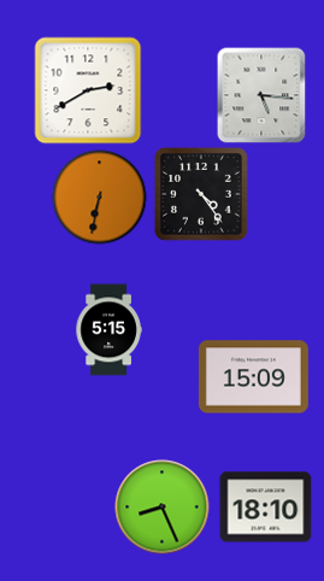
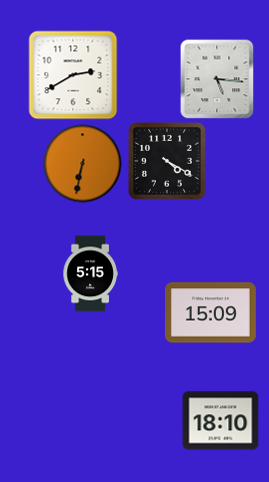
clock at (202, 195): 4:24 -> 4:20
clock at (163, 507): 8:26 -> none
